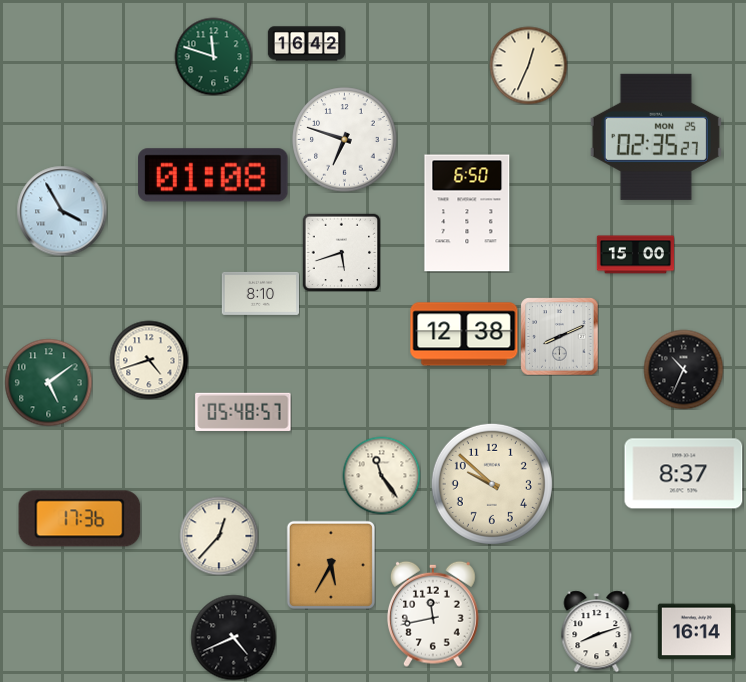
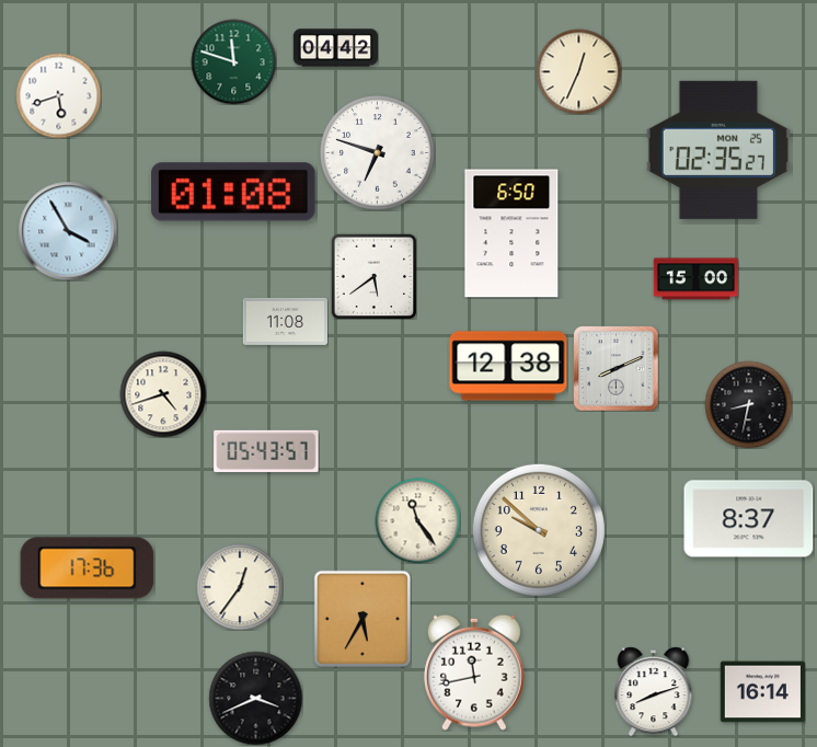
clock at (306, 44): 16:42 -> 04:42
clock at (58, 95): none -> 5:42
clock at (341, 252): 5:42 -> 5:39
clock at (260, 293): 8:10 -> 11:08
clock at (559, 336) position: (559, 336) -> (615, 368)
clock at (683, 369): 10:34 -> 8:32
clock at (48, 382): 5:09 -> none
clock at (243, 411): 05:48 -> 05:43
clock at (219, 536): 12:37 -> 12:36
clock at (233, 637): 4:41 -> 3:41
